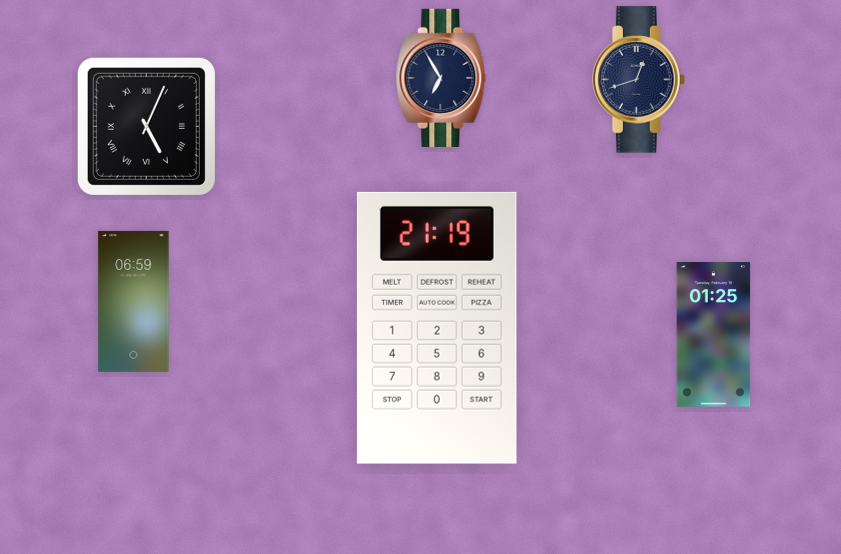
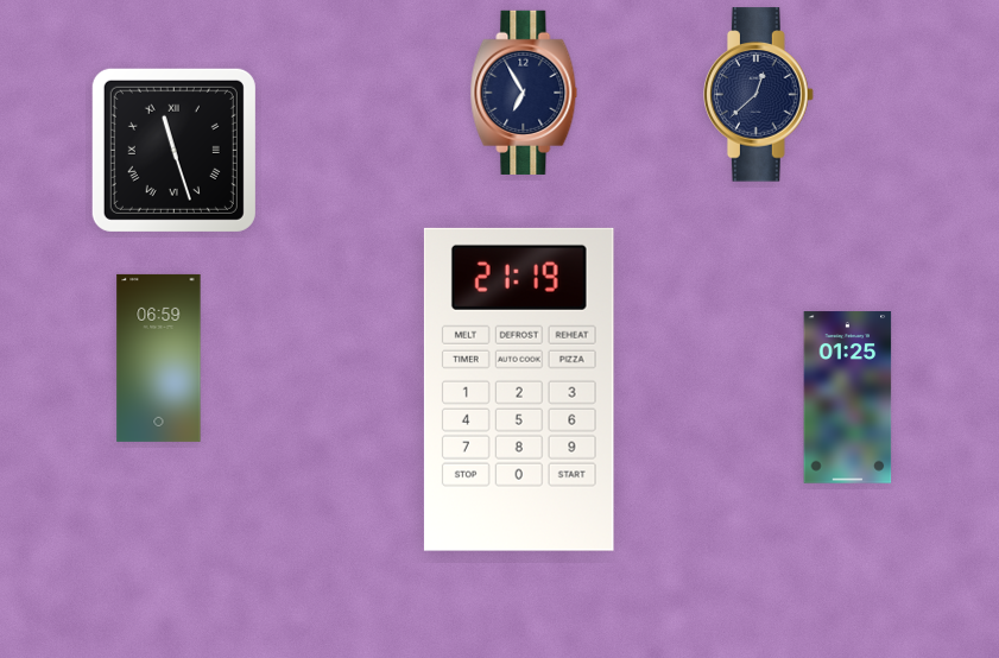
clock at (639, 80): 12:42 -> 12:38
clock at (146, 126): 5:04 -> 11:27
